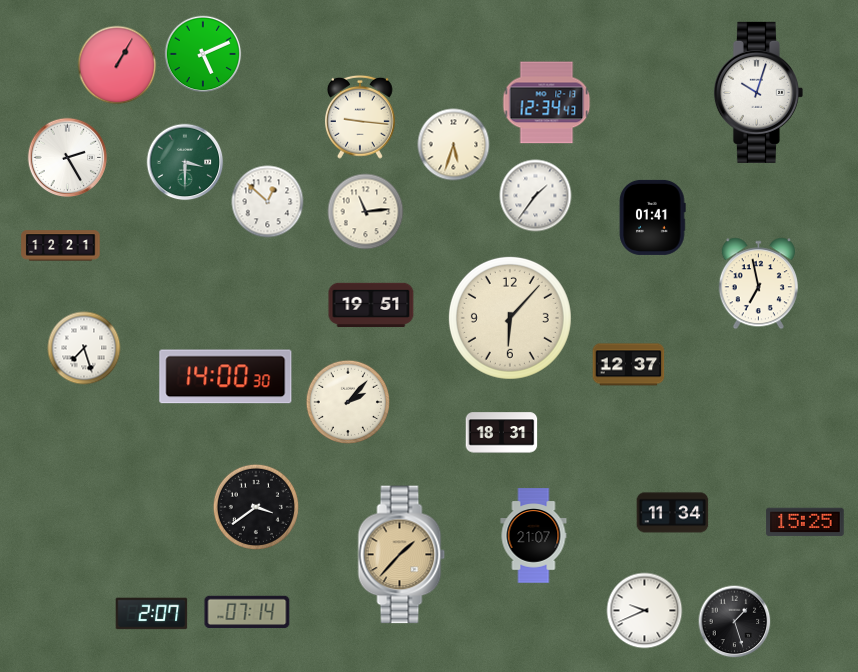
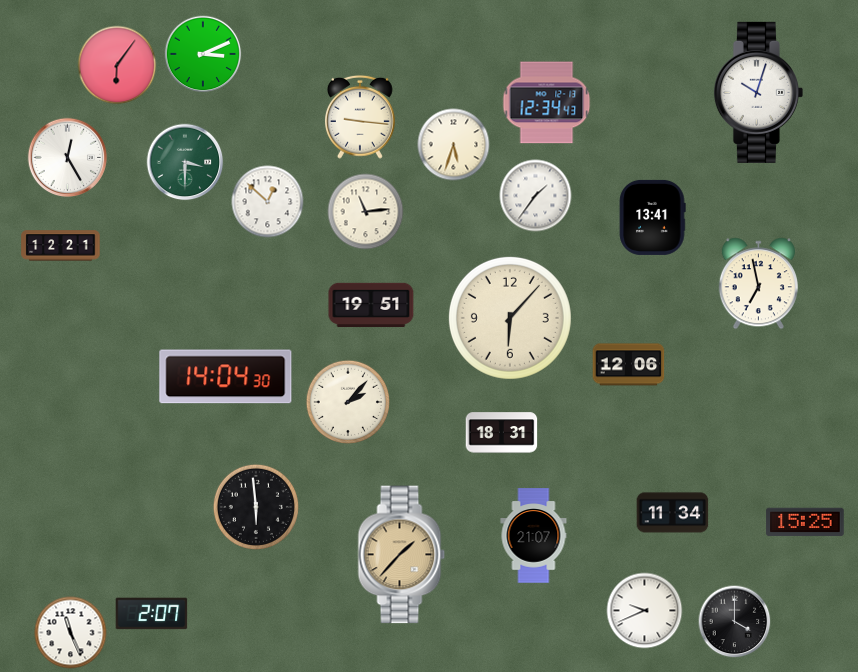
clock at (203, 54): 5:11 -> 3:11
clock at (117, 65): 1:05 -> 6:06
clock at (68, 158): 2:25 -> 12:25
clock at (652, 217): 01:41 -> 13:41
clock at (84, 348): 7:27 -> none
clock at (629, 365): 12:37 -> 12:06
clock at (226, 377): 14:00 -> 14:04
clock at (256, 507): 3:39 -> 5:59
clock at (247, 612): 07:14 -> none
clock at (735, 622): 1:27 -> 4:00
clock at (71, 633): none -> 11:26
